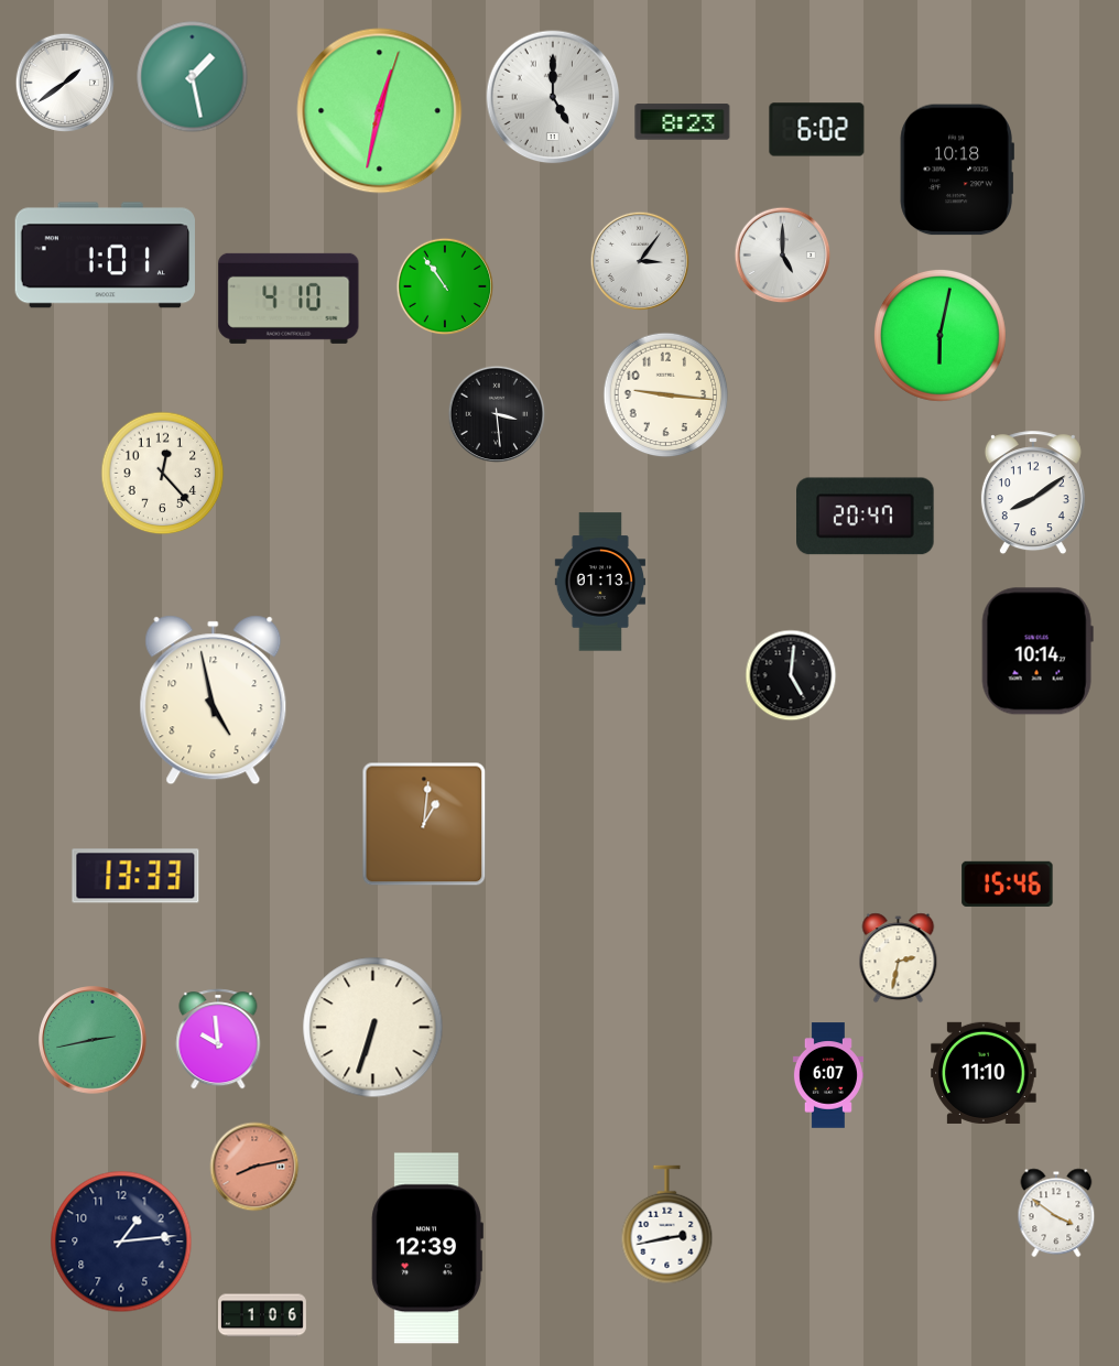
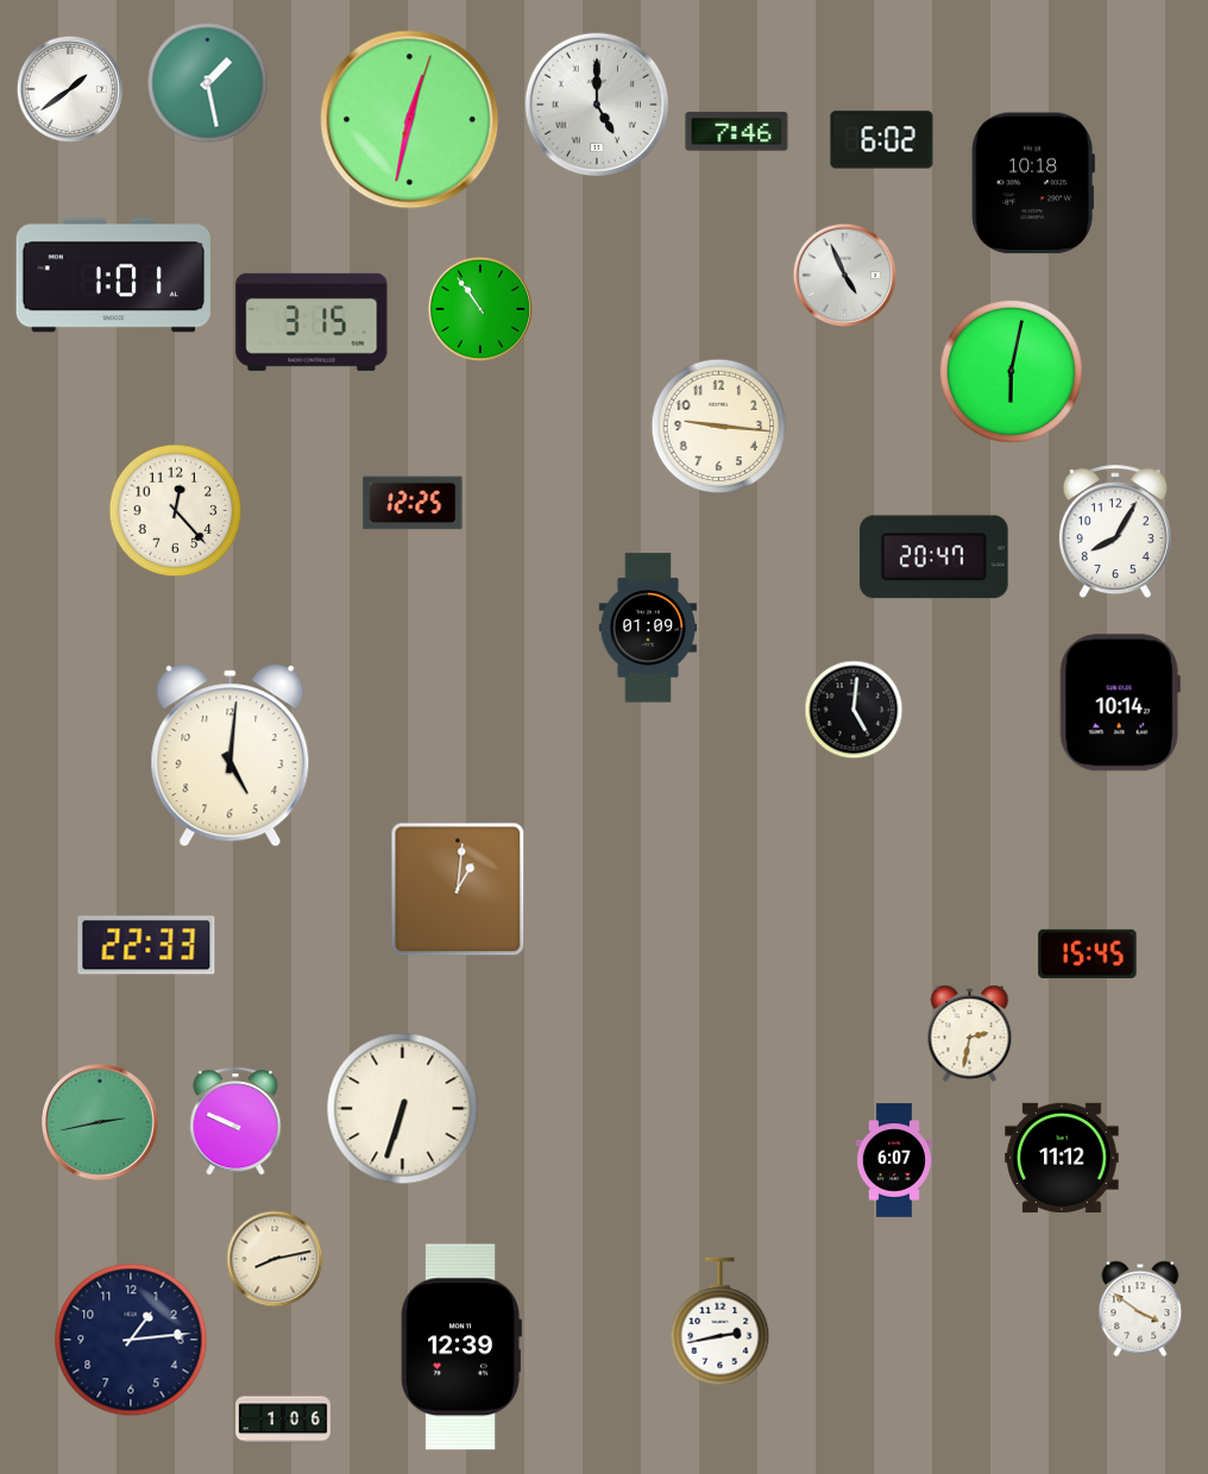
clock at (683, 122): 8:23 -> 7:46
clock at (783, 256): 5:00 -> 4:56
clock at (639, 260): 3:06 -> none
clock at (289, 299): 4:10 -> 3:15
clock at (939, 335) position: (939, 335) -> (1011, 371)
clock at (497, 414): 3:29 -> none
clock at (413, 503): none -> 12:25
clock at (1033, 494): 8:09 -> 8:05
clock at (600, 582): 01:13 -> 01:09
clock at (791, 675) position: (791, 675) -> (854, 710)
clock at (214, 701): 4:58 -> 5:01
clock at (135, 876): 13:33 -> 22:33
clock at (1008, 883): 15:46 -> 15:45
clock at (218, 1039): 9:59 -> 9:49
clock at (984, 1073): 11:10 -> 11:12
clock at (254, 1167) dial: salmon -> cream
